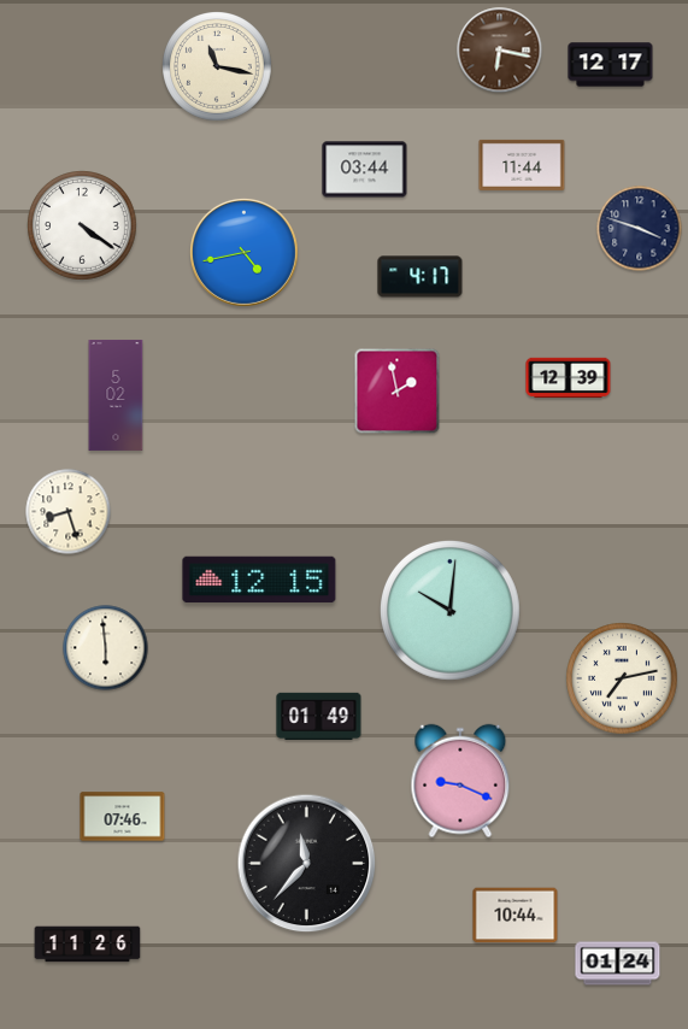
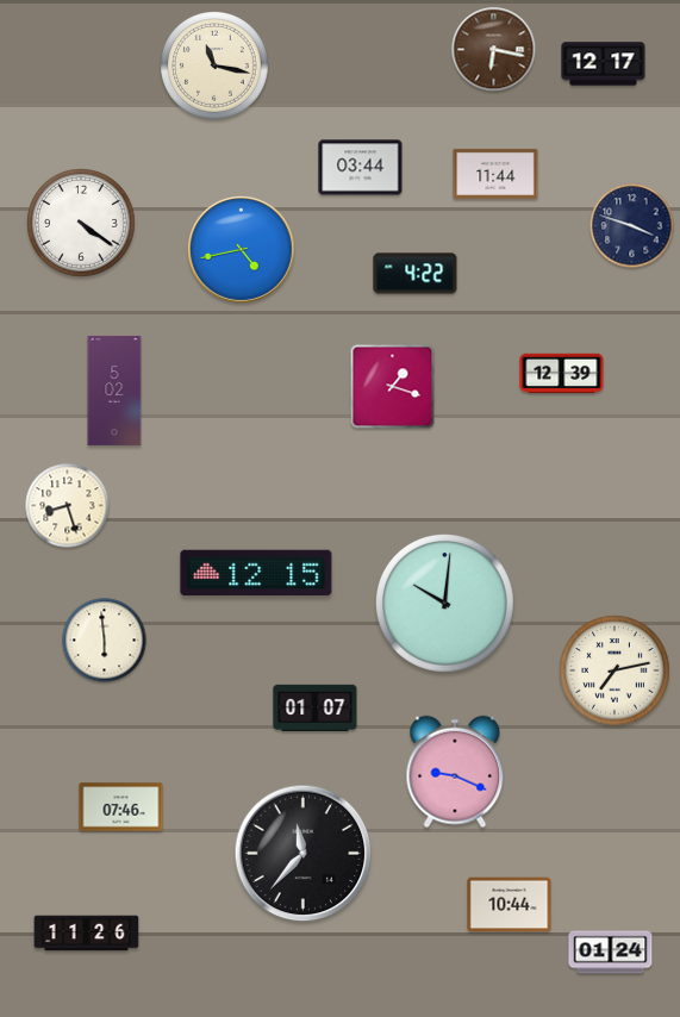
clock at (522, 165) position: (522, 165) -> (495, 174)
clock at (421, 277): 4:17 -> 4:22
clock at (398, 392): 1:58 -> 1:18
clock at (319, 716): 01:49 -> 01:07
